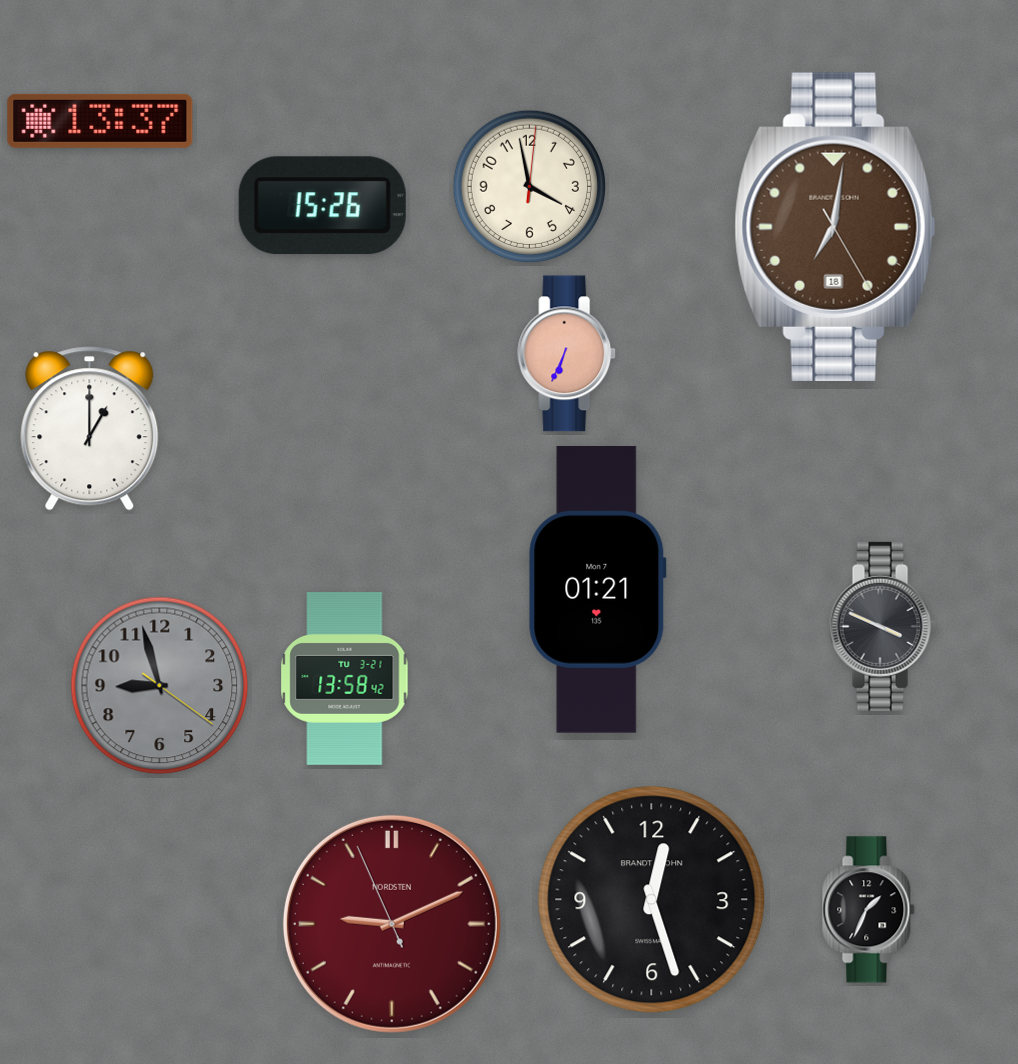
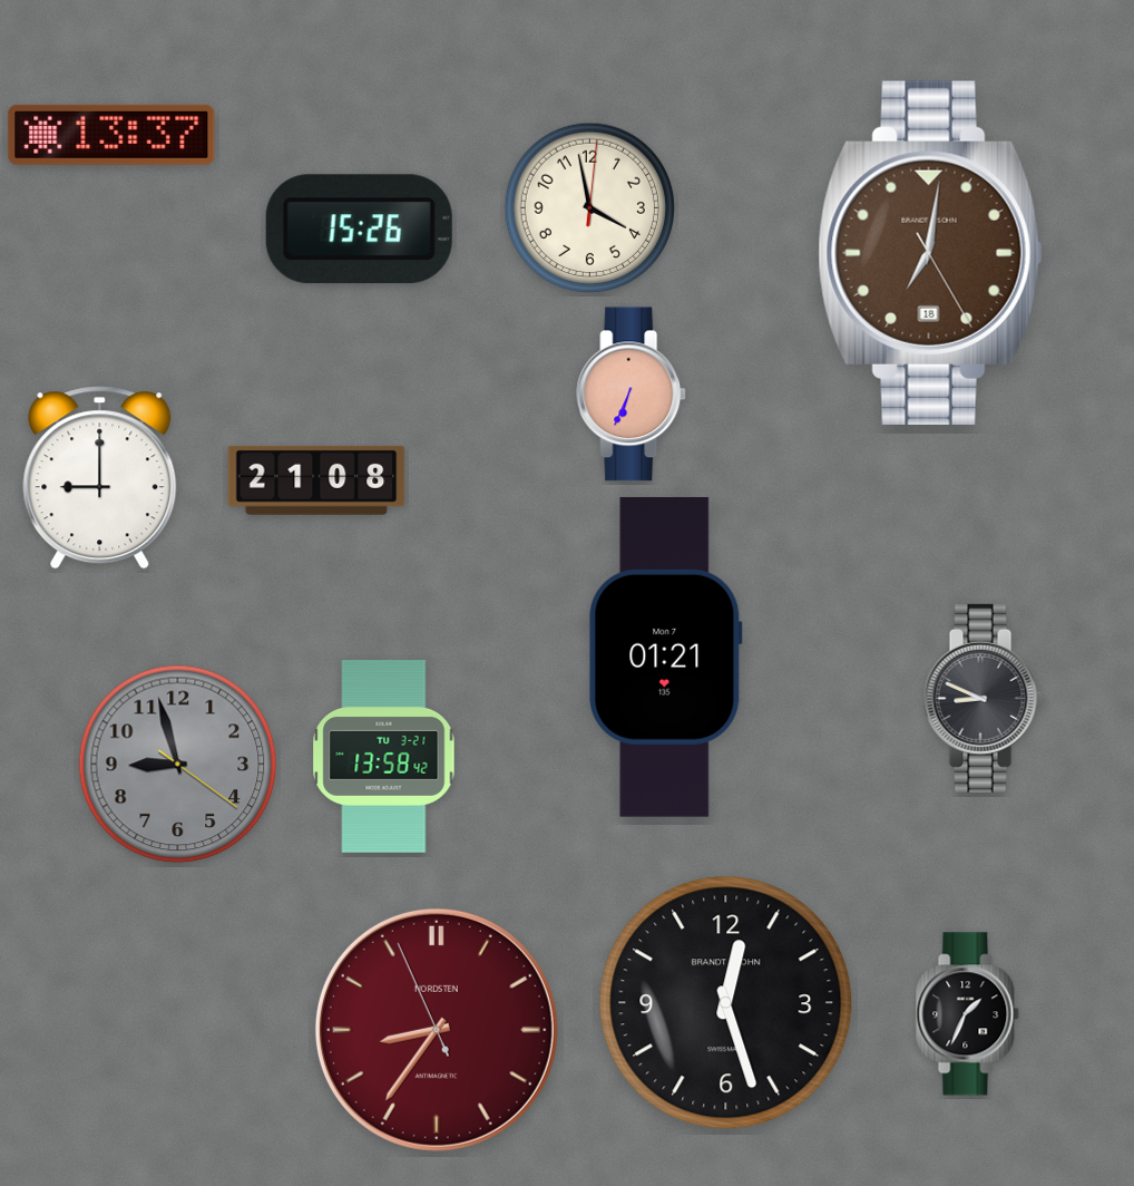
clock at (90, 429): 1:00 -> 9:00
clock at (316, 480): none -> 21:08
clock at (882, 626): 3:49 -> 8:49
clock at (392, 924): 9:10 -> 8:35
